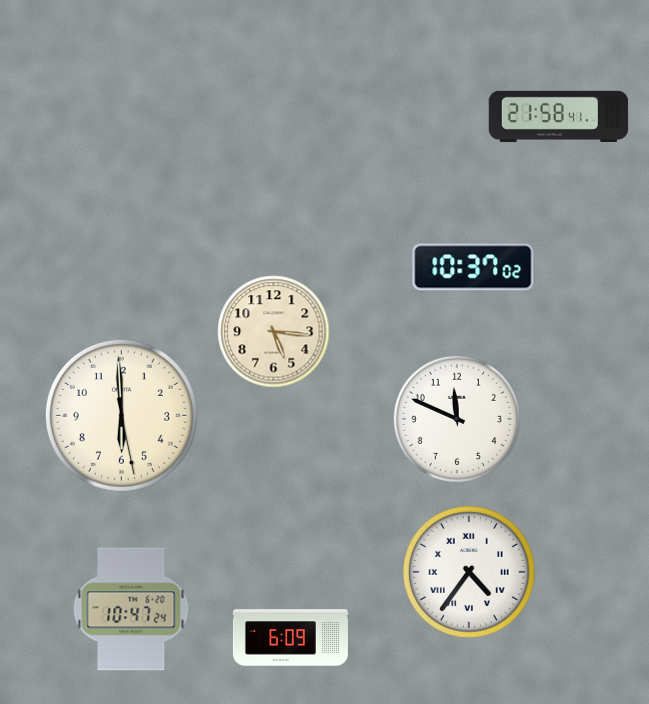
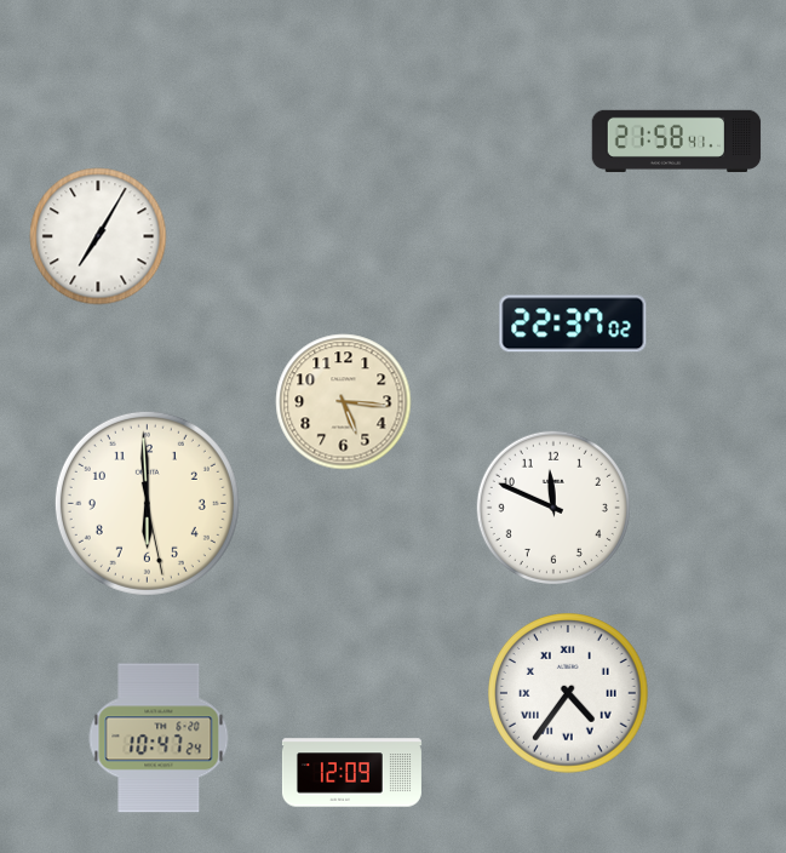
clock at (98, 236): none -> 7:05
clock at (473, 267): 10:37 -> 22:37
clock at (274, 332) position: (274, 332) -> (344, 402)
clock at (290, 638): 6:09 -> 12:09
